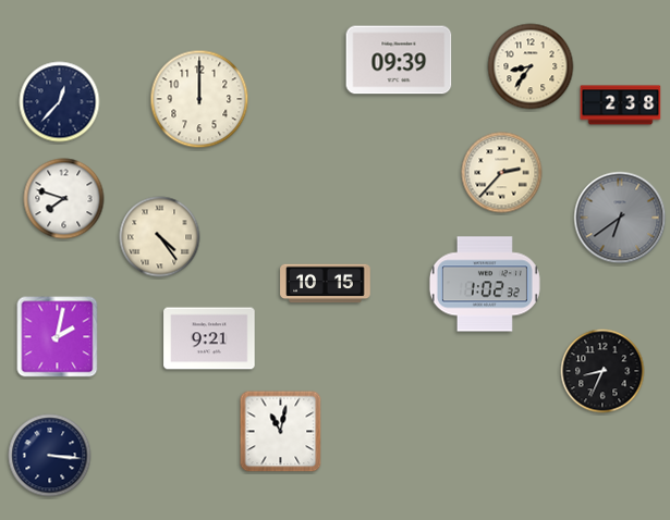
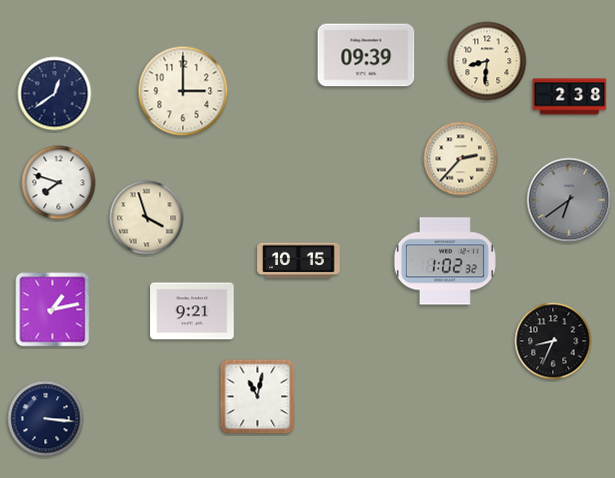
clock at (531, 66): 8:36 -> 8:31
clock at (199, 99): 12:00 -> 3:00
clock at (60, 102): 12:37 -> 12:39
clock at (160, 237): 4:24 -> 3:57
clock at (58, 337): 2:02 -> 1:13
